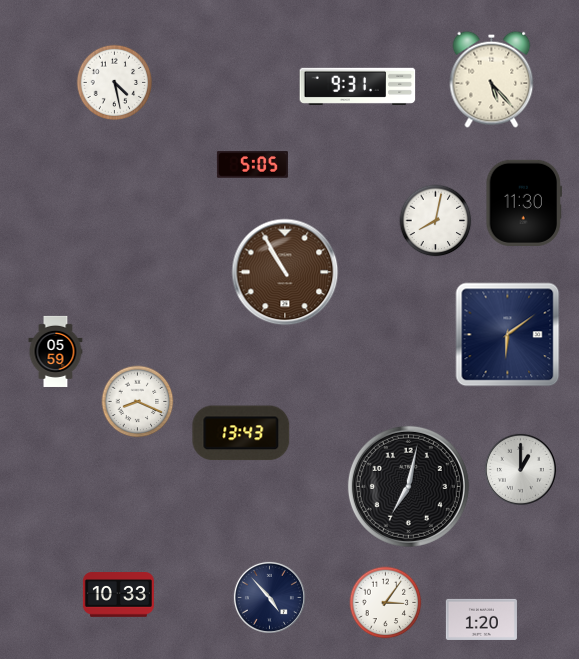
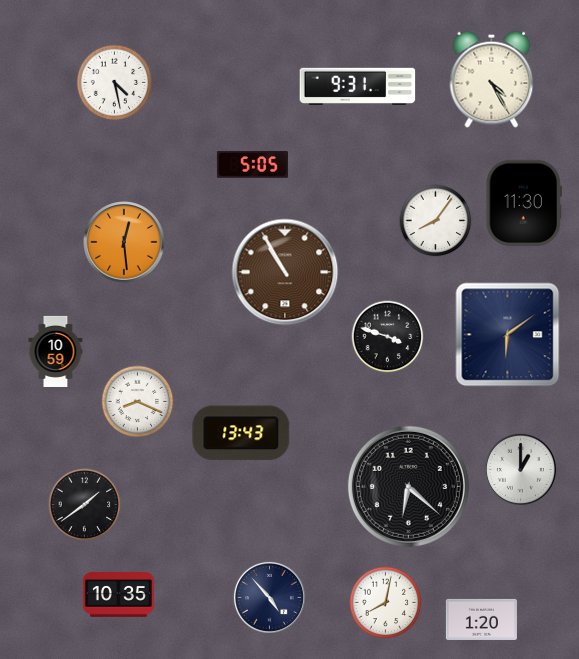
clock at (492, 79): 5:23 -> 4:25
clock at (436, 221): 8:02 -> 8:06
clock at (124, 242): none -> 12:29
clock at (388, 337): none -> 3:48
clock at (56, 351): 05:59 -> 10:59
clock at (408, 486): 7:02 -> 6:22
clock at (85, 505): none -> 1:39
clock at (118, 595): 10:33 -> 10:35
clock at (386, 603): 3:06 -> 8:02
